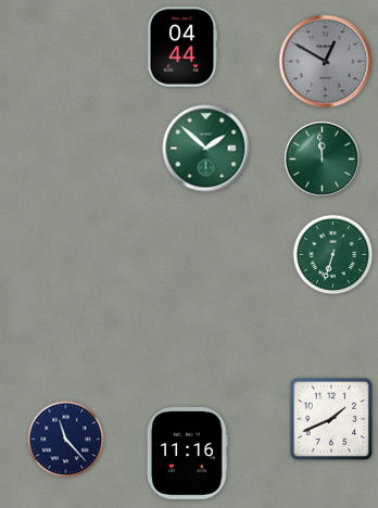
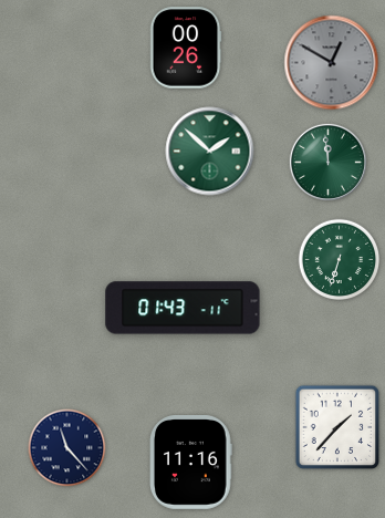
clock at (182, 47): 04:44 -> 00:26
clock at (183, 308): none -> 01:43
clock at (331, 419): 1:41 -> 1:37
